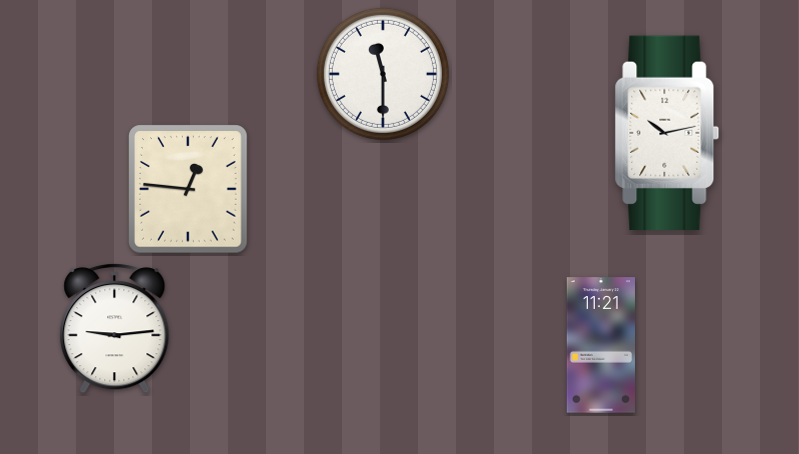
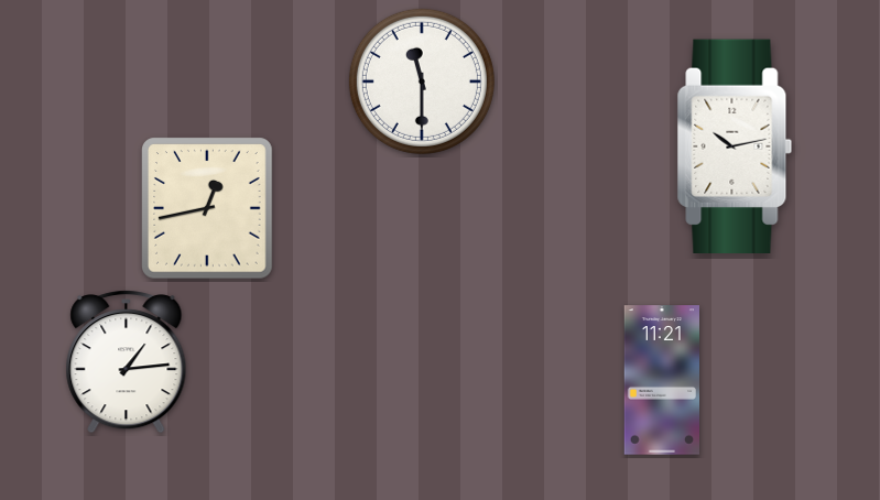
clock at (188, 189): 12:46 -> 12:43
clock at (115, 329): 9:14 -> 1:14
